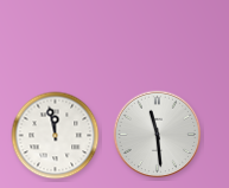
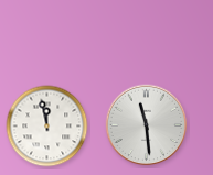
clock at (56, 136) position: (56, 136) -> (47, 127)
